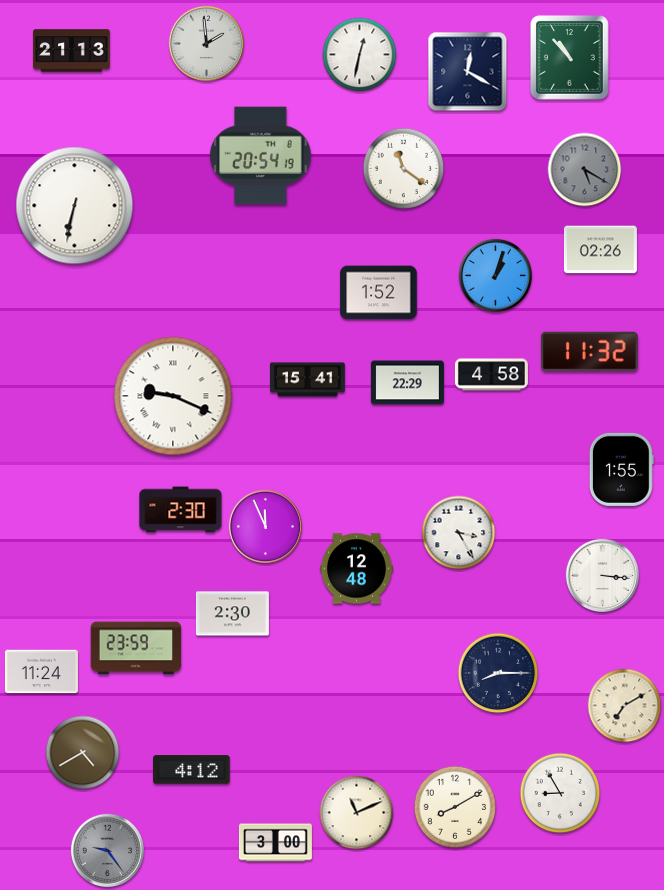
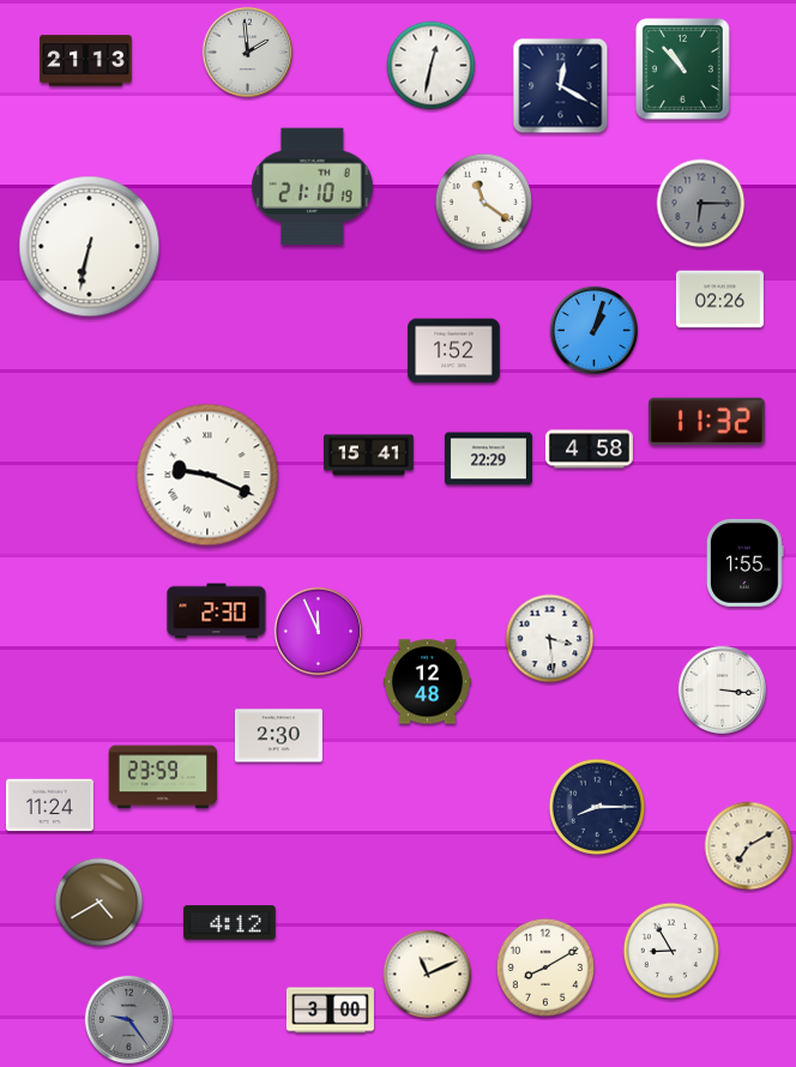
clock at (261, 156): 20:54 -> 21:10
clock at (585, 170): 5:20 -> 6:15
clock at (459, 533): 3:25 -> 3:29
